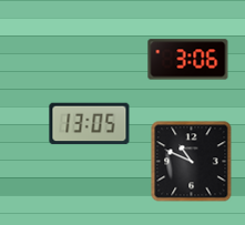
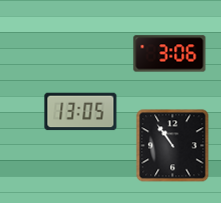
clock at (192, 162): 10:49 -> 10:54
